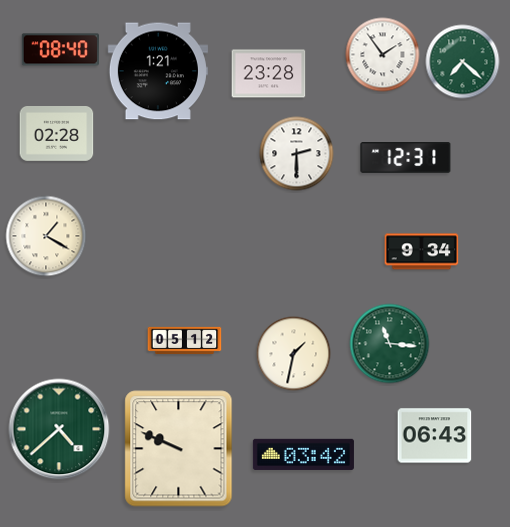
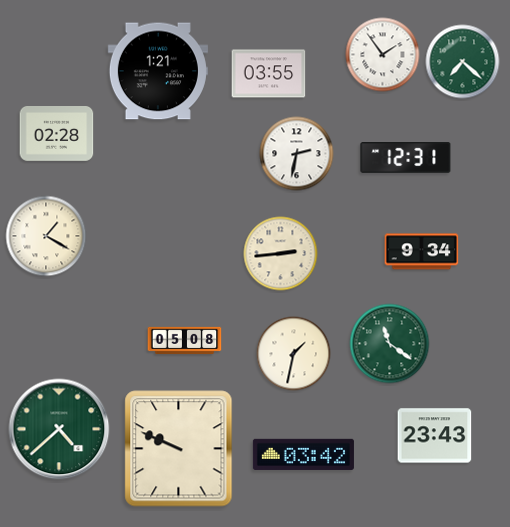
clock at (60, 50): 08:40 -> none
clock at (269, 74): 23:28 -> 03:55
clock at (297, 154): 2:30 -> 2:32
clock at (281, 254): none -> 2:44
clock at (185, 341): 05:12 -> 05:08
clock at (390, 344): 11:16 -> 11:21
clock at (435, 436): 06:43 -> 23:43
